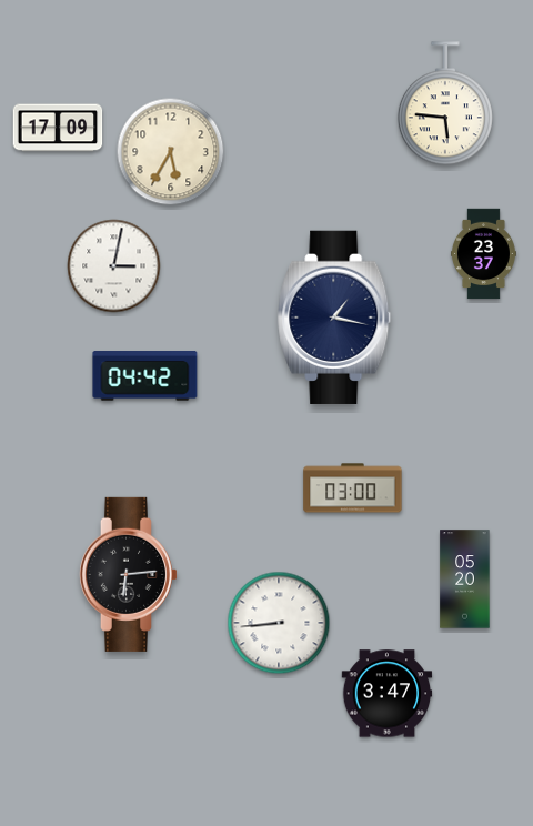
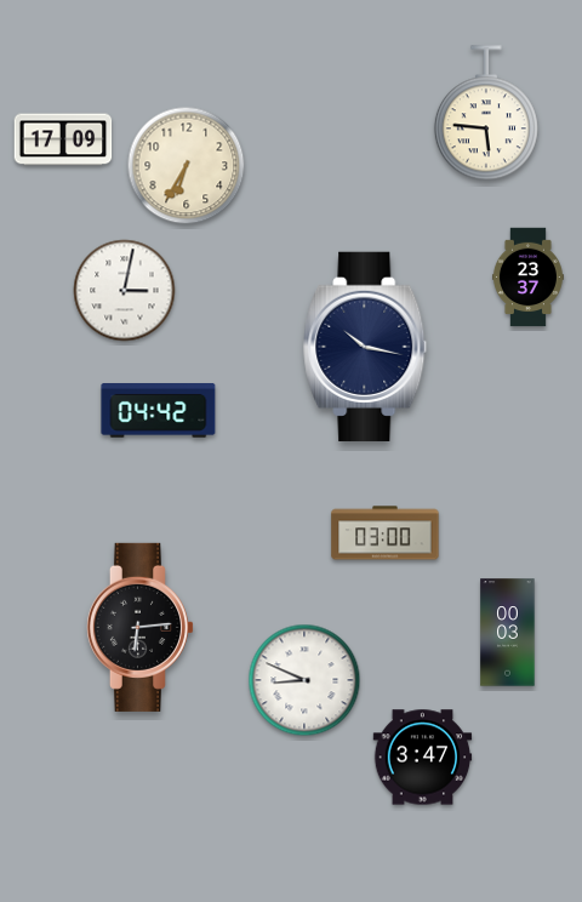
clock at (171, 152): 5:35 -> 6:35
clock at (335, 318): 1:17 -> 10:17
clock at (465, 580): 05:20 -> 00:03
clock at (279, 623): 8:44 -> 8:49
